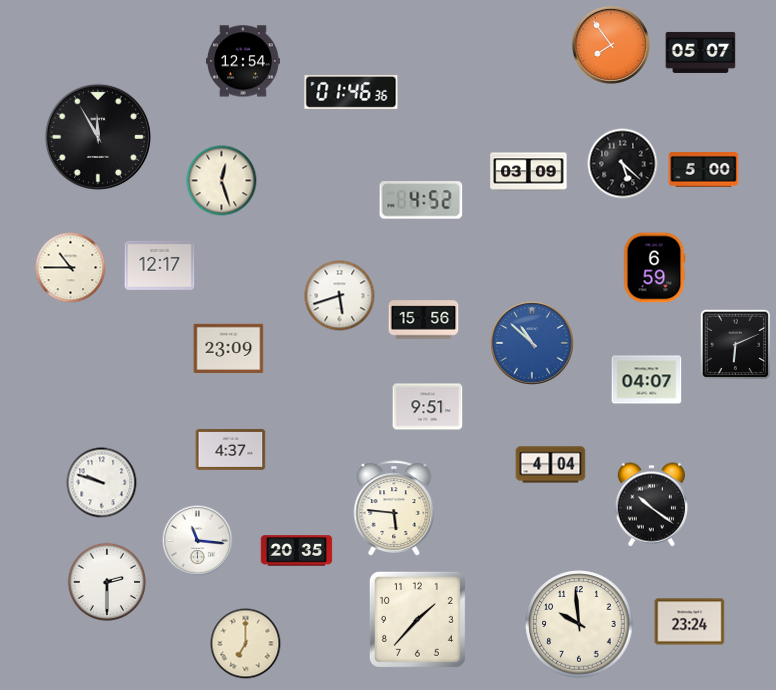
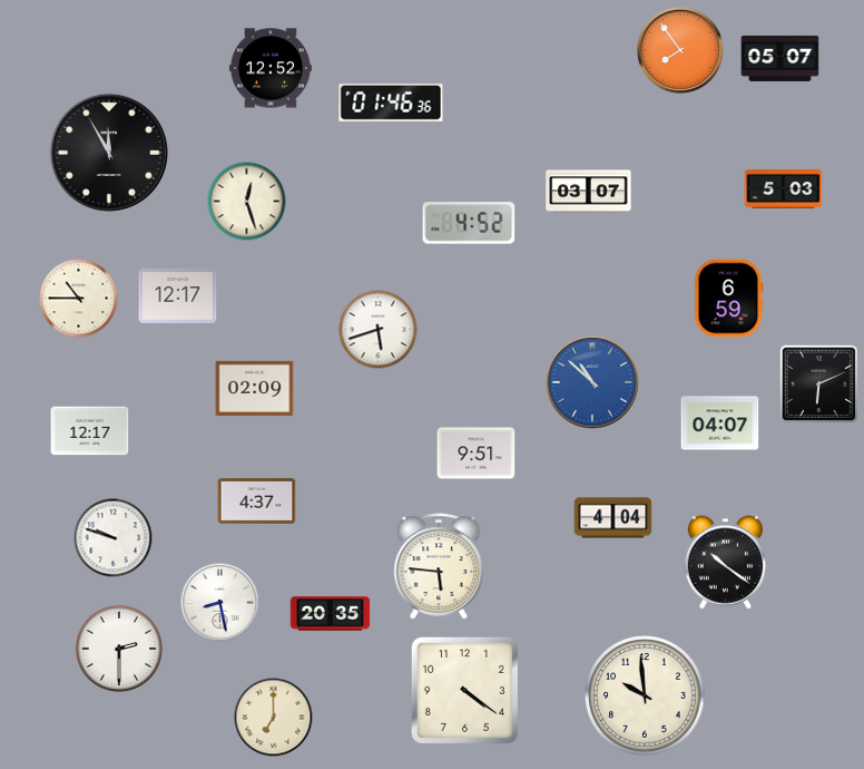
clock at (243, 61): 12:54 -> 12:52
clock at (623, 164): 5:22 -> none
clock at (704, 170): 5:00 -> 5:03
clock at (529, 172): 03:09 -> 03:07
clock at (424, 320): 15:56 -> none
clock at (229, 349): 23:09 -> 02:09
clock at (90, 431): none -> 12:17
clock at (198, 541): 11:16 -> 8:28
clock at (417, 619): 1:37 -> 4:21
clock at (690, 622): 23:24 -> none
